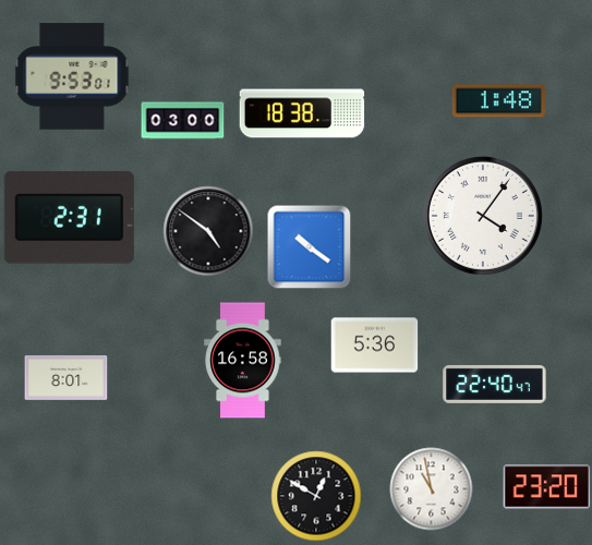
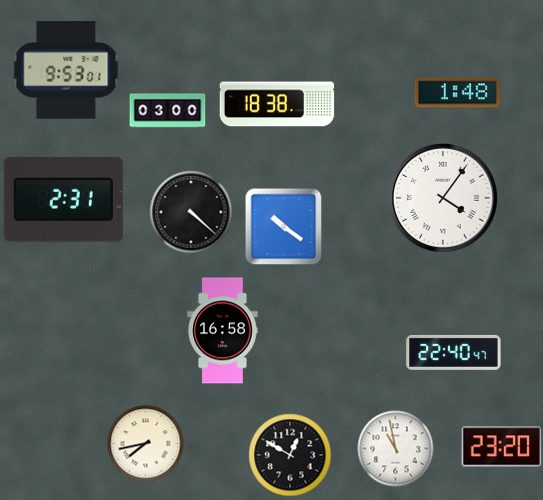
clock at (208, 231): 4:51 -> 4:22
clock at (375, 346): 5:36 -> none
clock at (67, 377): 8:01 -> none
clock at (146, 444): none -> 7:43
